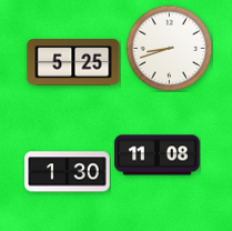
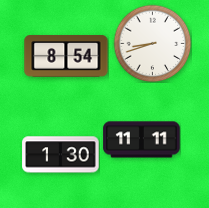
clock at (73, 62): 5:25 -> 8:54
clock at (158, 155): 11:08 -> 11:11
